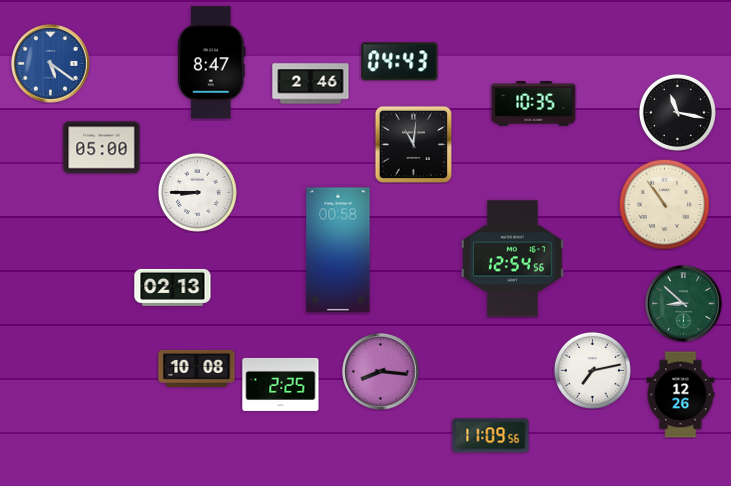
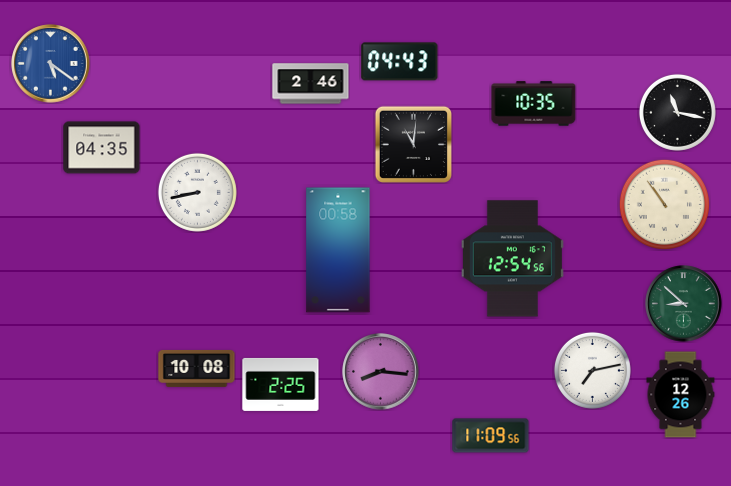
clock at (212, 63): 8:47 -> none
clock at (102, 148): 05:00 -> 04:35
clock at (197, 192): 8:45 -> 8:43
clock at (173, 287): 02:13 -> none
